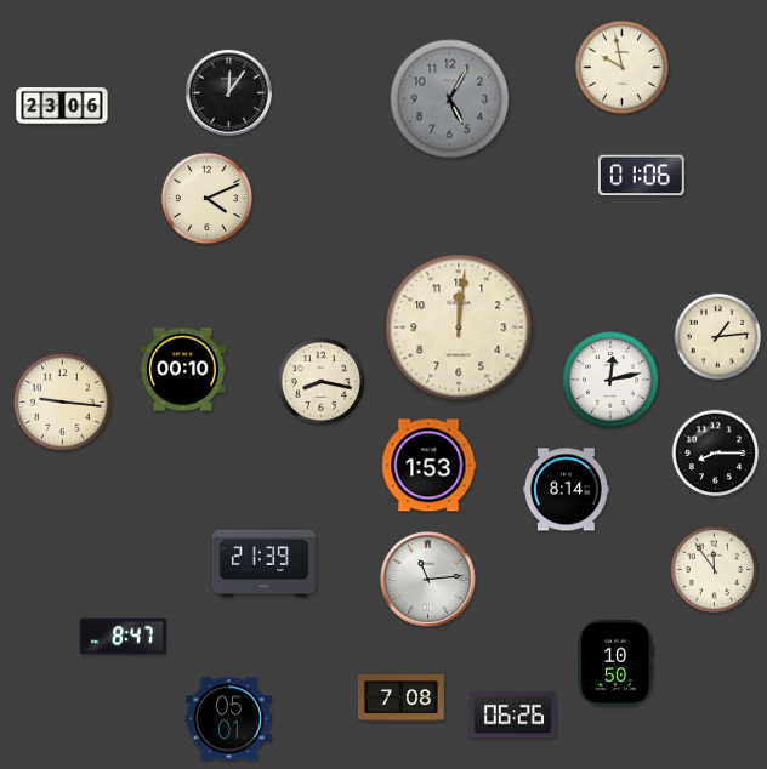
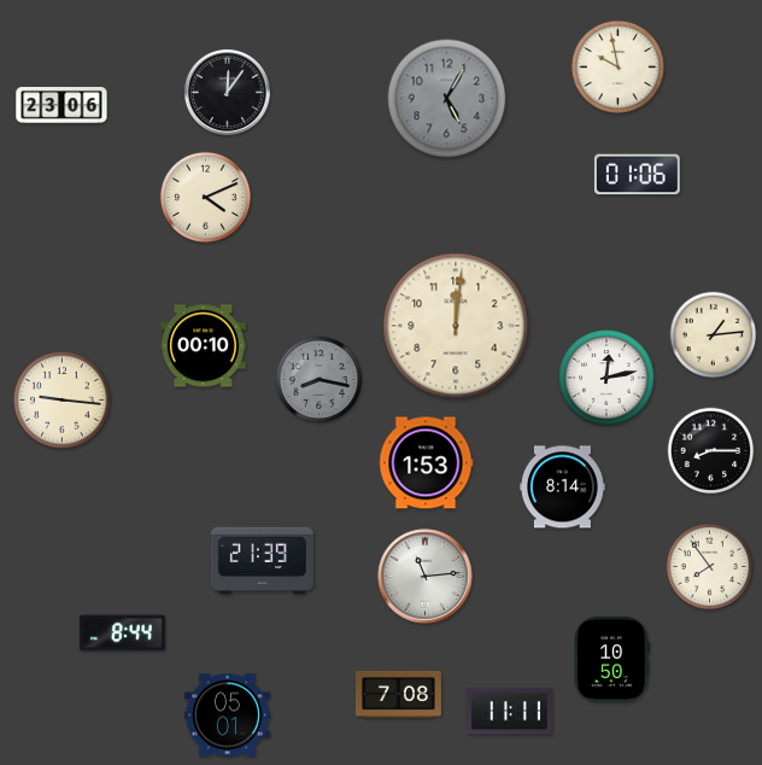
clock at (182, 370) position: (182, 370) -> (203, 346)
clock at (322, 382) dial: cream -> grey
clock at (715, 570): 11:54 -> 7:54
clock at (123, 637): 8:47 -> 8:44
clock at (512, 716): 06:26 -> 11:11
